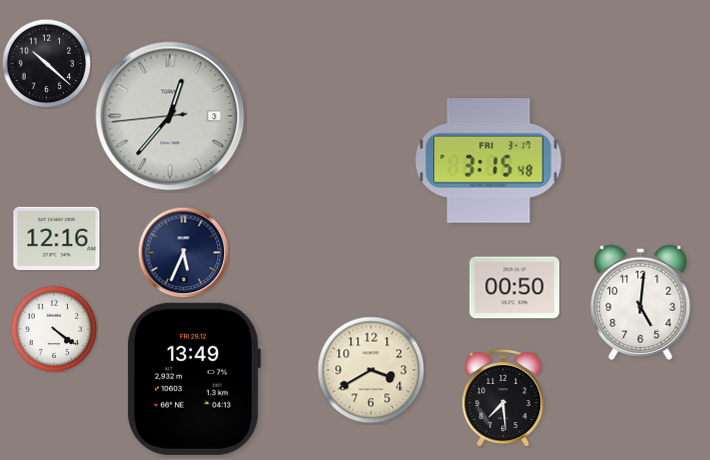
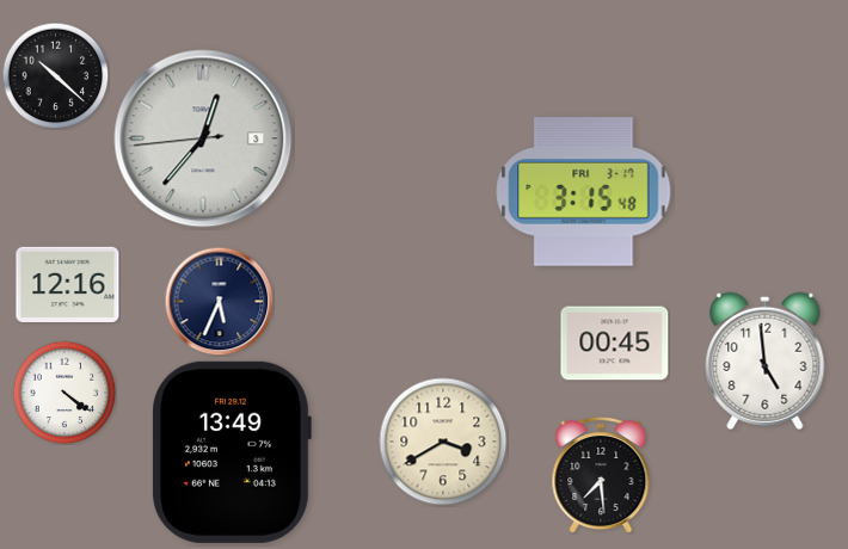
clock at (515, 288): 00:50 -> 00:45
clock at (641, 302): 5:01 -> 4:59
